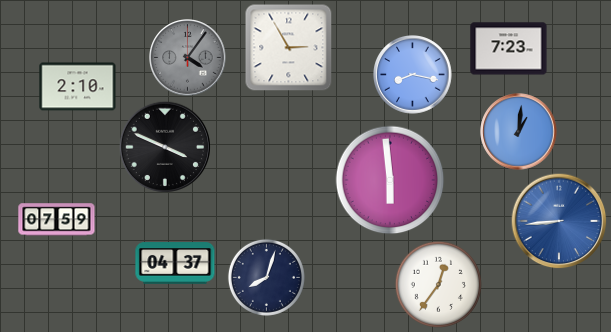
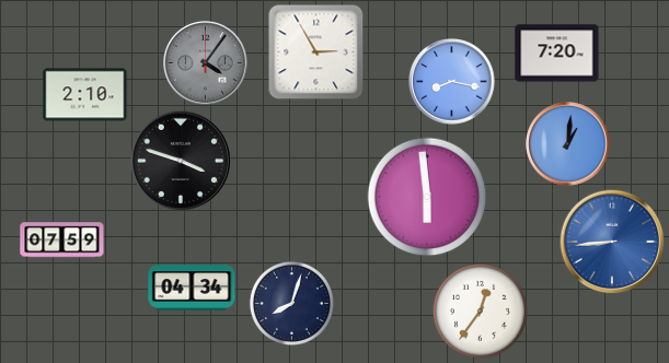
clock at (509, 49): 7:23 -> 7:20
clock at (164, 146): 3:49 -> 3:48
clock at (175, 263): 04:37 -> 04:34
